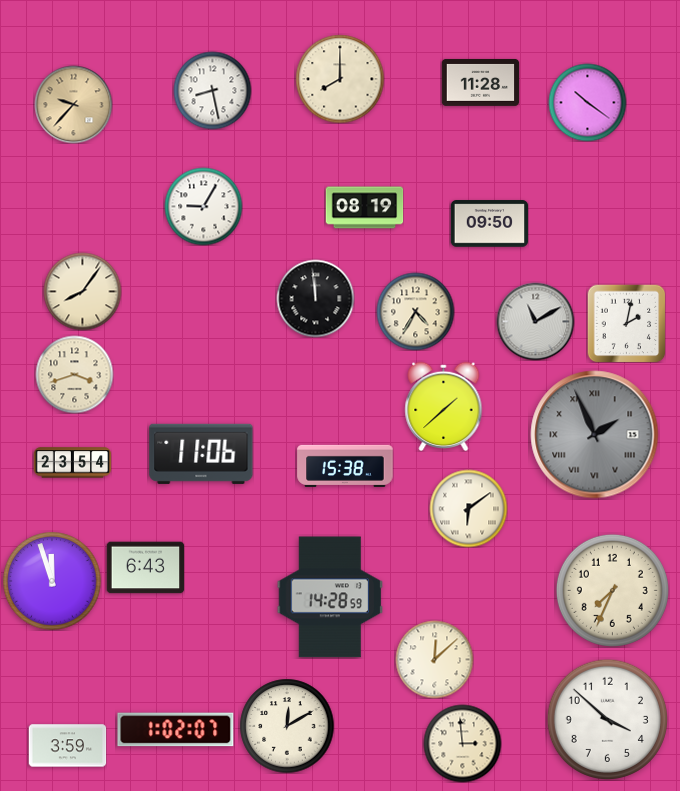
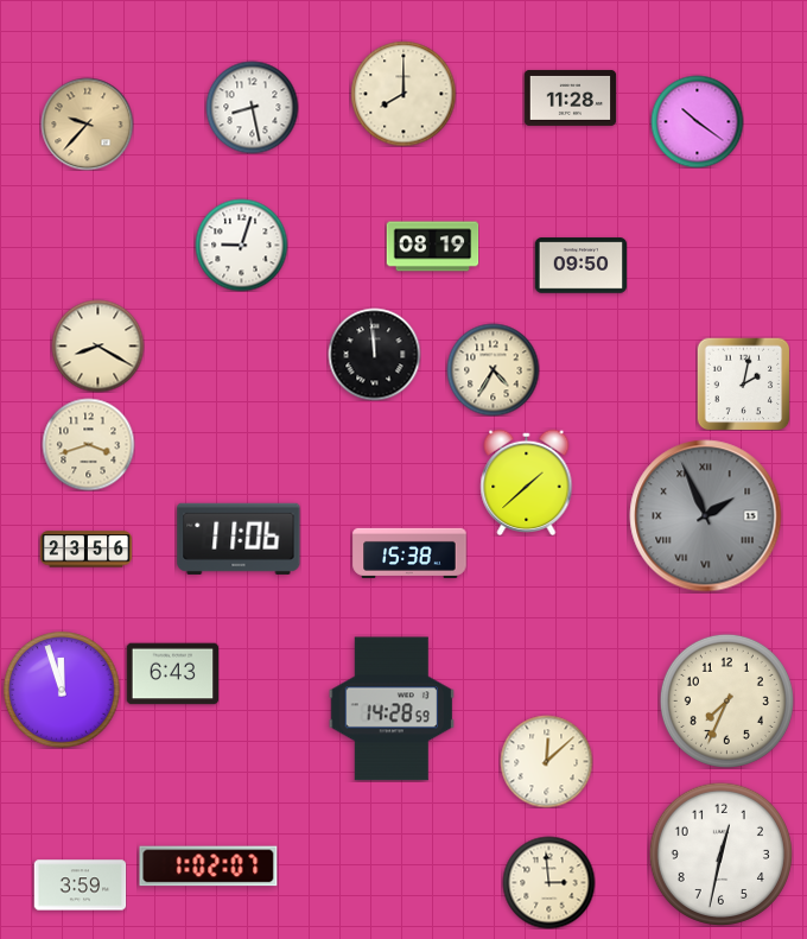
clock at (203, 206): 9:05 -> 9:03
clock at (82, 291): 8:06 -> 8:20
clock at (535, 321): 11:10 -> none
clock at (72, 463): 23:54 -> 23:56
clock at (468, 508): 6:09 -> none
clock at (434, 659) position: (434, 659) -> (546, 761)
clock at (607, 719): 3:52 -> 12:32
clock at (287, 726): 12:10 -> none
